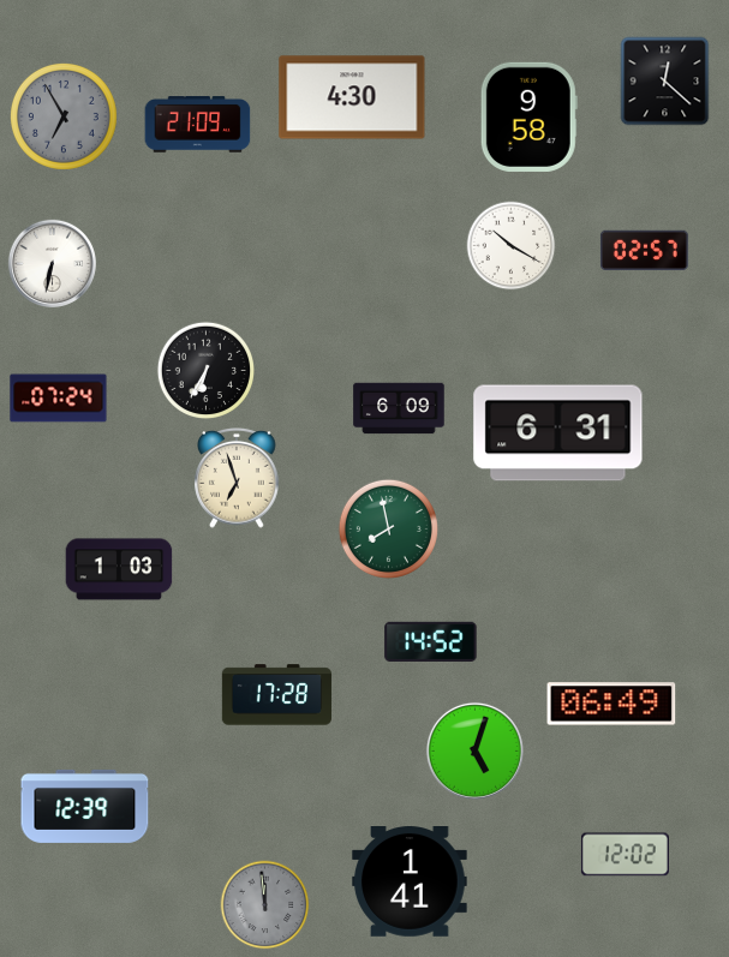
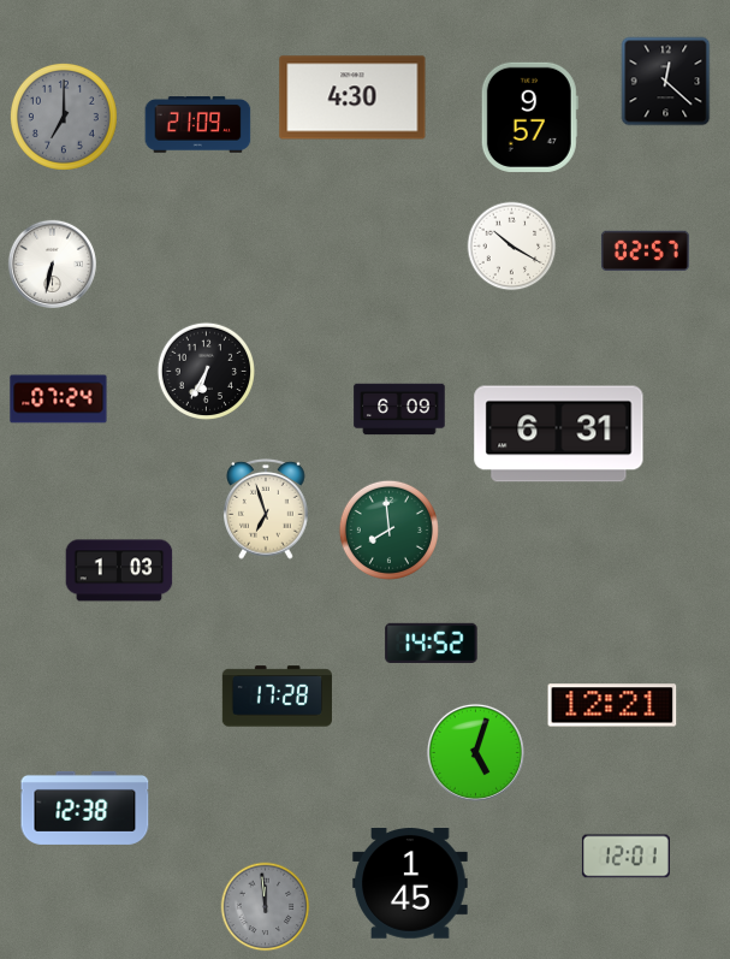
clock at (64, 116): 6:55 -> 7:00
clock at (528, 116): 9:58 -> 9:57
clock at (237, 478) position: (237, 478) -> (266, 509)
clock at (388, 528): 7:58 -> 7:59
clock at (611, 704): 06:49 -> 12:21
clock at (85, 806): 12:39 -> 12:38
clock at (625, 855): 12:02 -> 12:01
clock at (410, 883): 1:41 -> 1:45
